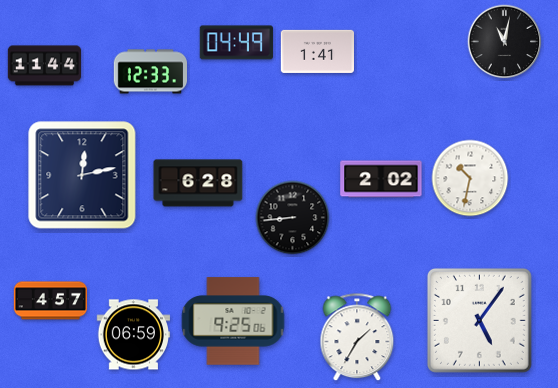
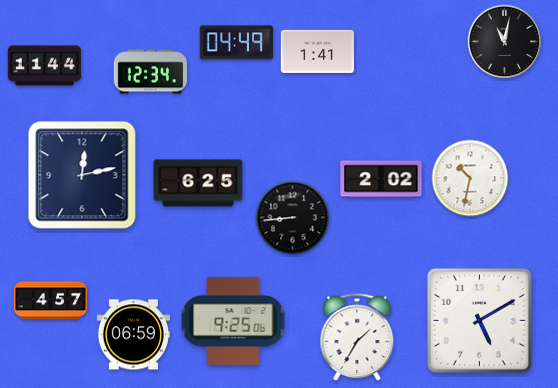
clock at (151, 72): 12:33 -> 12:34
clock at (198, 183): 6:28 -> 6:25
clock at (479, 320): 5:06 -> 5:10
